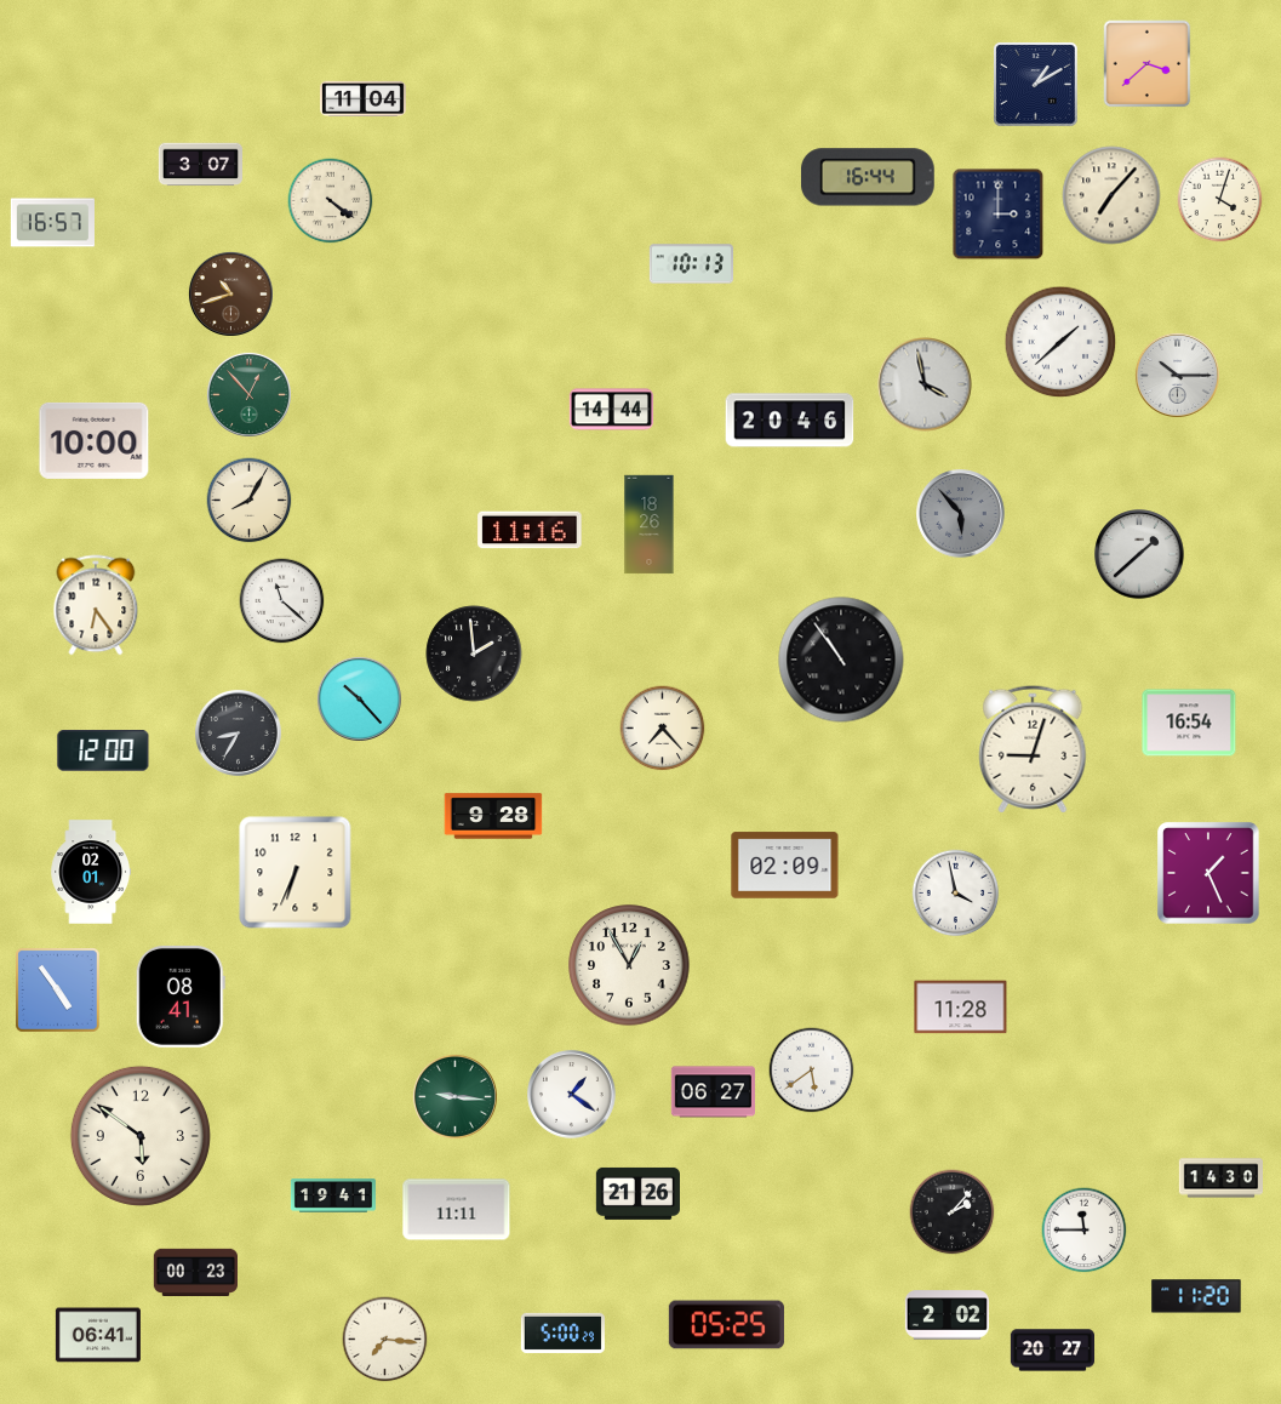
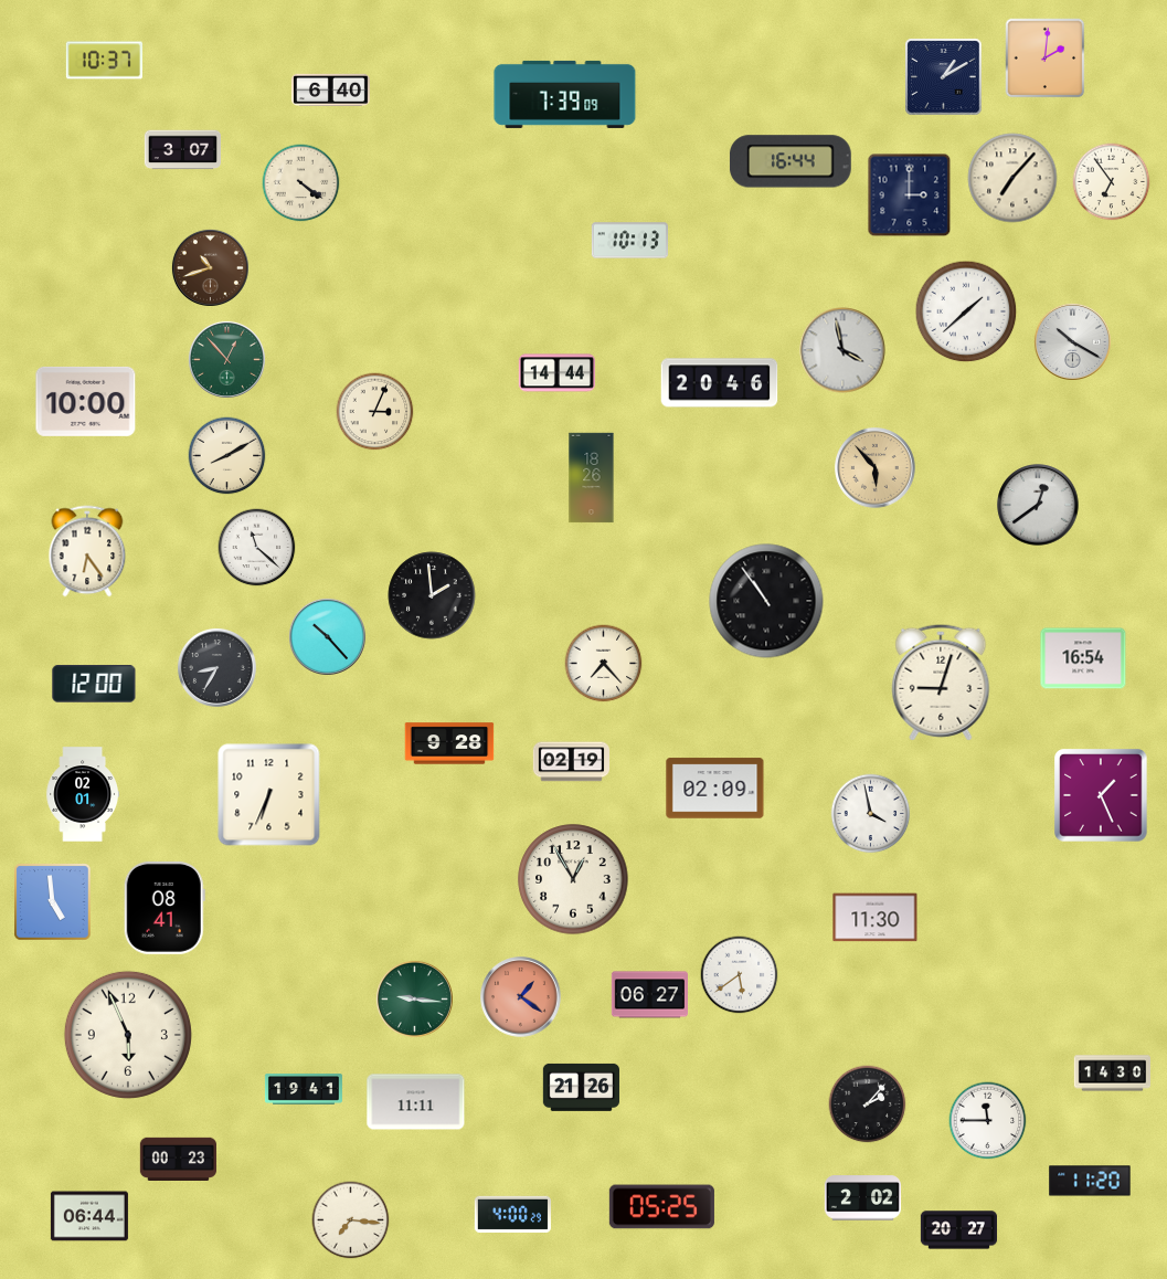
clock at (1148, 64): 3:38 -> 2:01
clock at (104, 61): none -> 10:37
clock at (364, 98): 11:04 -> 6:40
clock at (565, 94): none -> 7:39
clock at (1220, 200): 4:03 -> 6:54
clock at (52, 223): 16:57 -> none
clock at (1177, 375): 10:15 -> 10:20
clock at (375, 412): none -> 3:04
clock at (250, 501): 8:05 -> 8:10
clock at (961, 514) dial: grey -> champagne
clock at (530, 530): 11:16 -> none
clock at (1139, 554): 1:38 -> 12:39
clock at (571, 762): none -> 02:19
clock at (58, 991): 4:54 -> 4:59
clock at (961, 1008): 11:28 -> 11:30
clock at (572, 1095) dial: white -> salmon
clock at (141, 1136): 5:51 -> 5:56
clock at (562, 1332): 5:00 -> 4:00
clock at (98, 1335): 06:41 -> 06:44
